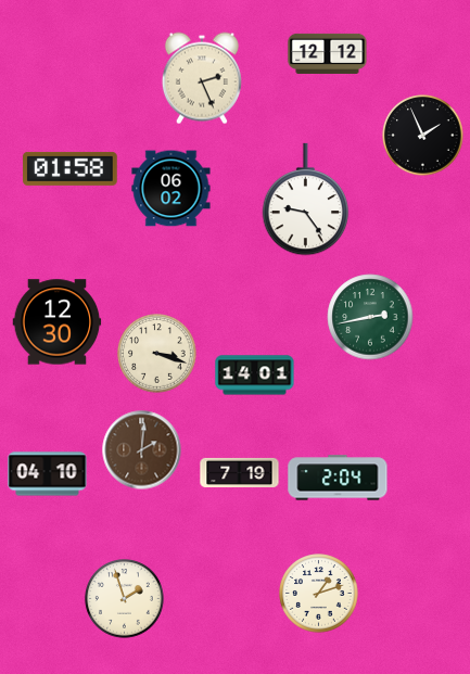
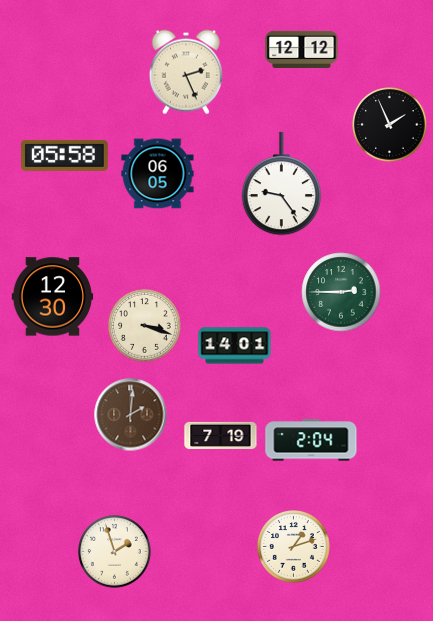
clock at (71, 168): 01:58 -> 05:58
clock at (172, 189): 06:02 -> 06:05
clock at (370, 317): 2:43 -> 2:45
clock at (48, 474): 04:10 -> none
